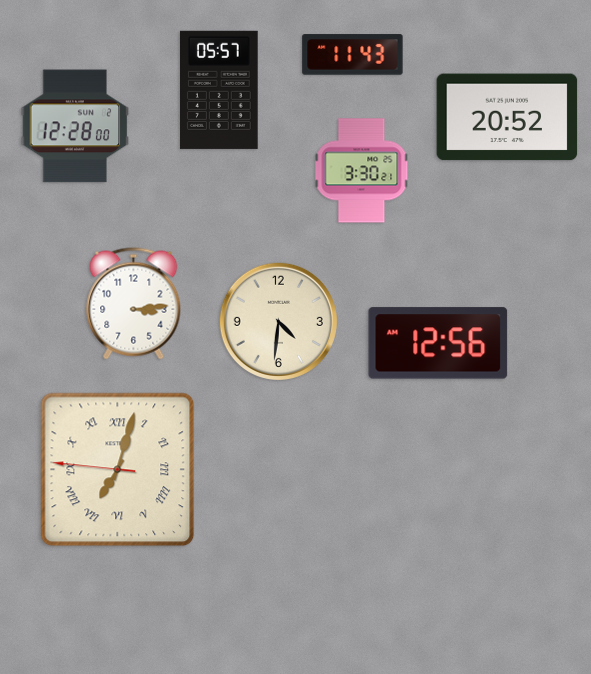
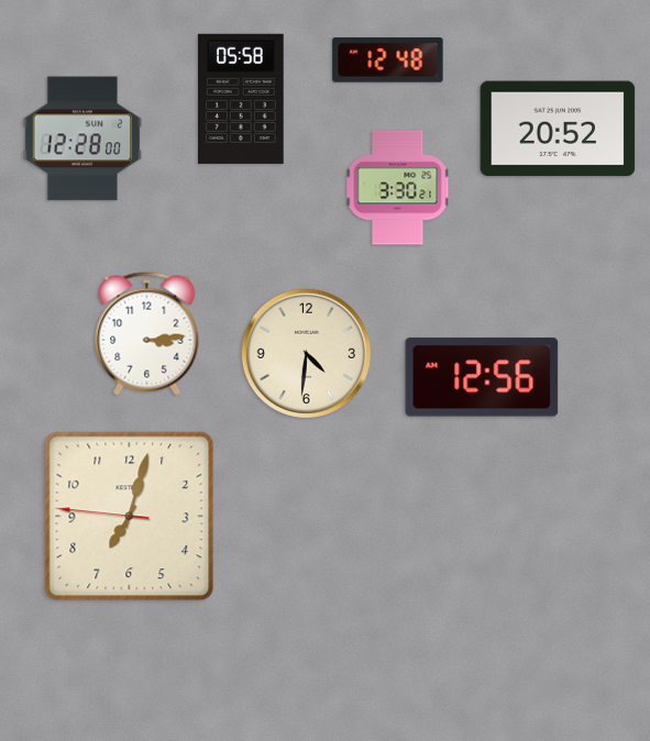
clock at (353, 55): 11:43 -> 12:48
clock at (220, 90): 05:57 -> 05:58
clock at (118, 470) numerals: Roman -> Arabic
